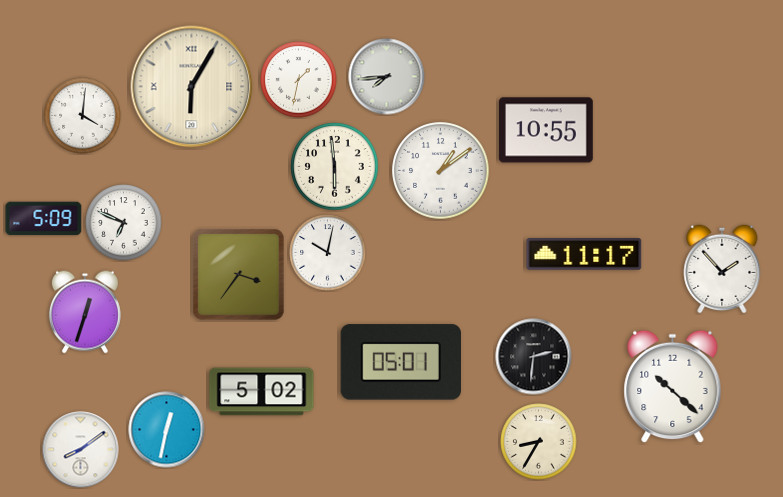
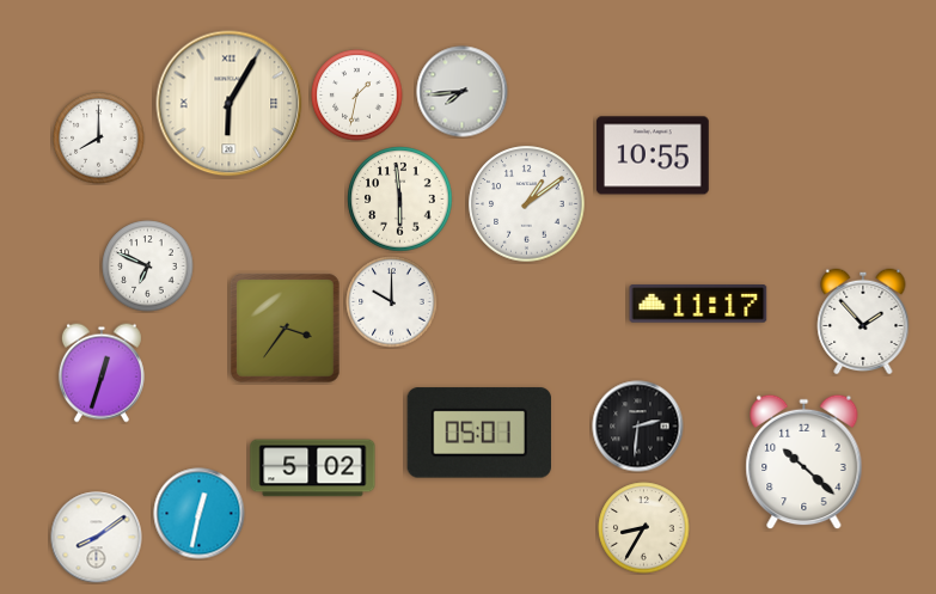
clock at (83, 116): 4:01 -> 8:00
clock at (44, 219): 5:09 -> none
clock at (328, 253): 10:02 -> 10:00
